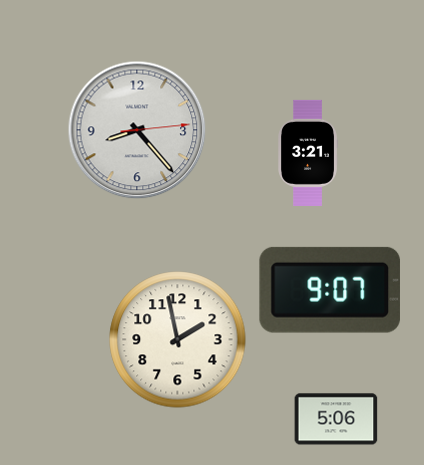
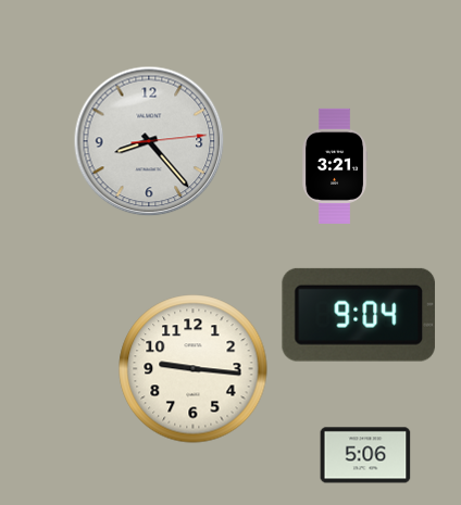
clock at (330, 290): 9:07 -> 9:04
clock at (178, 340): 1:58 -> 9:16
